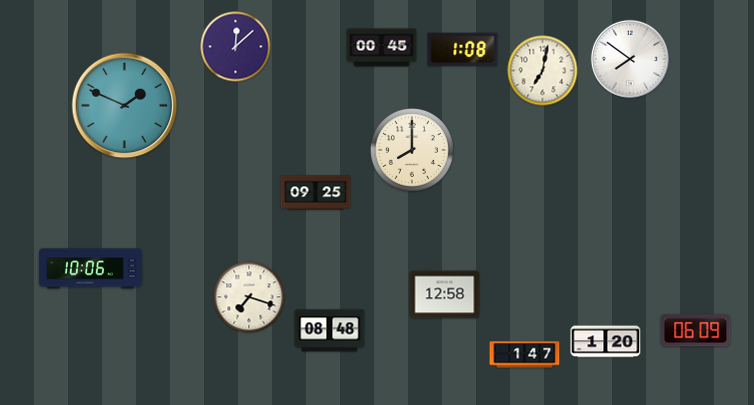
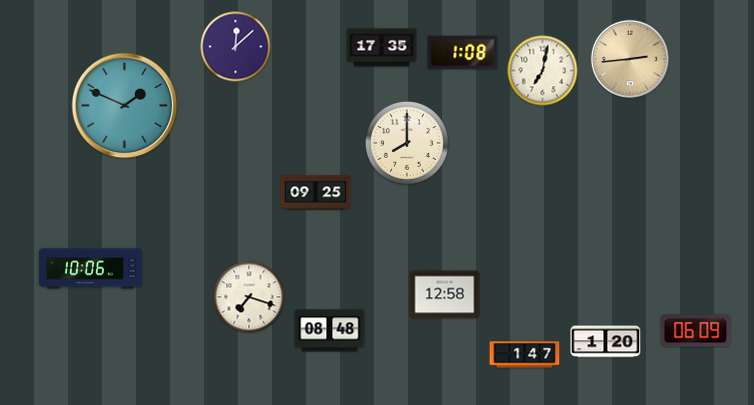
clock at (382, 48): 00:45 -> 17:35
clock at (463, 50) position: (463, 50) -> (463, 53)
clock at (629, 58): 7:51 -> 2:44
clock at (629, 58) dial: white -> champagne
clock at (412, 150) position: (412, 150) -> (407, 143)
